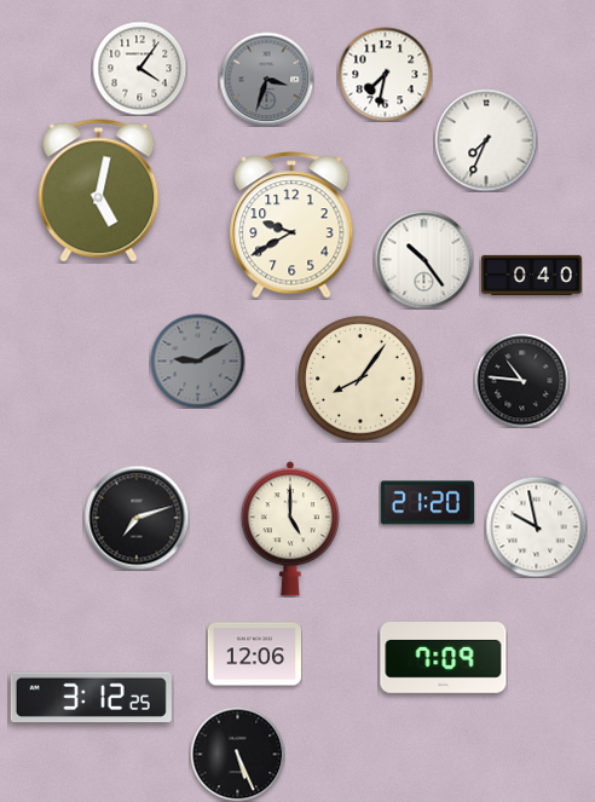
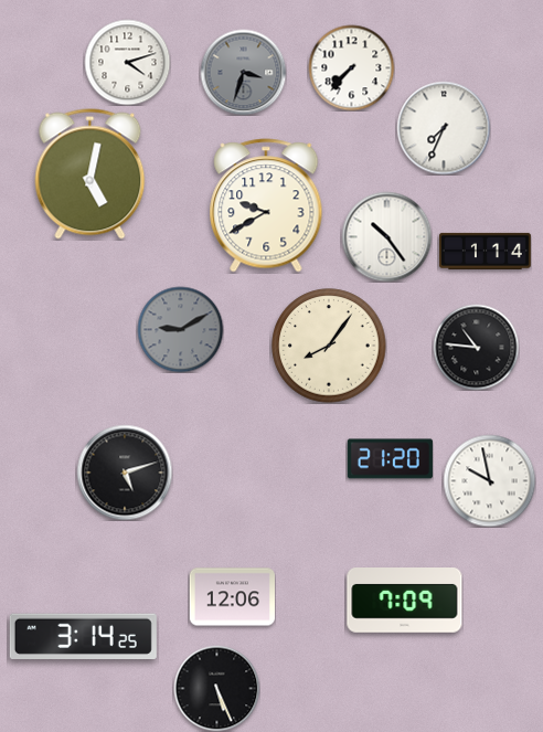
clock at (139, 68): 4:06 -> 4:12
clock at (385, 74): 7:32 -> 7:37
clock at (531, 275): 0:40 -> 1:14
clock at (137, 518): 7:12 -> 5:12
clock at (290, 529): 5:00 -> none
clock at (91, 697): 3:12 -> 3:14
